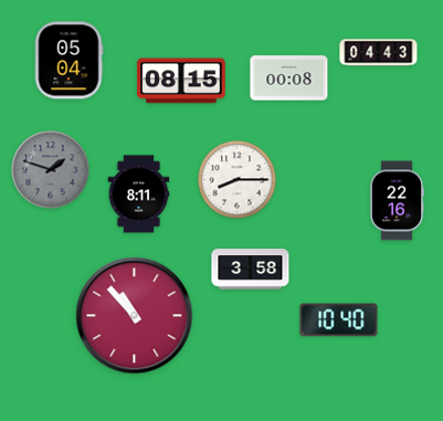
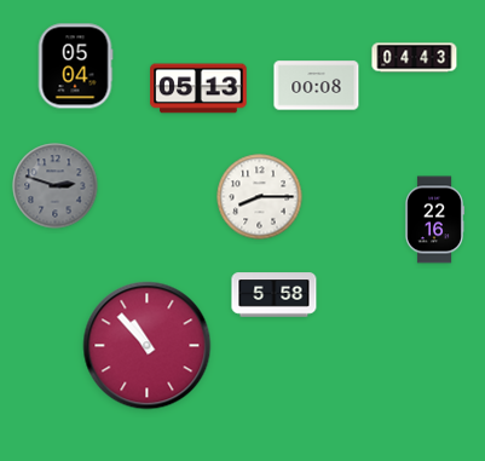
clock at (181, 81): 08:15 -> 05:13
clock at (51, 170): 1:48 -> 2:48
clock at (139, 194): 8:11 -> none
clock at (251, 270): 3:58 -> 5:58
clock at (339, 320): 10:40 -> none
